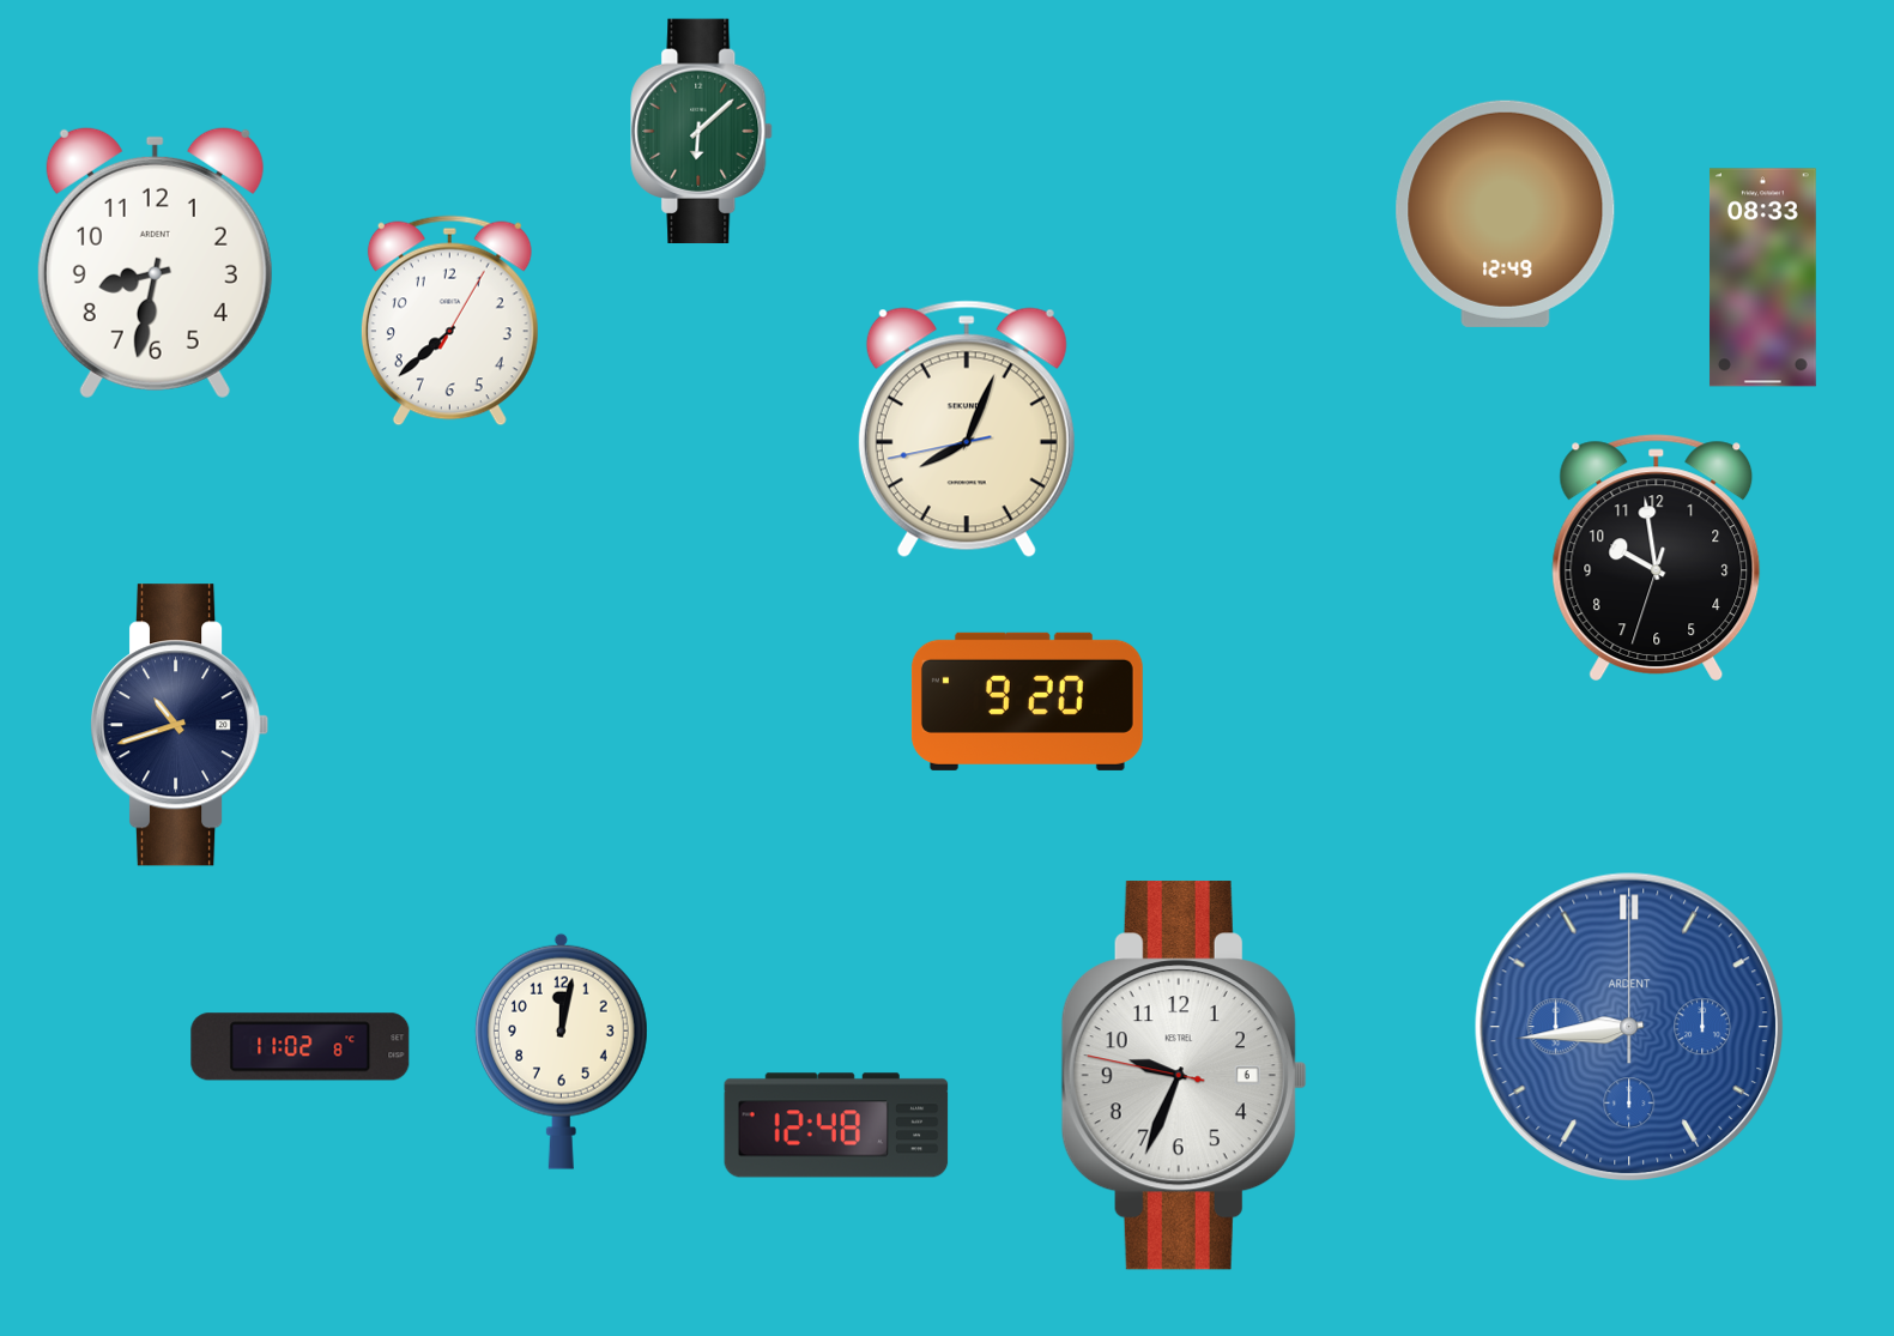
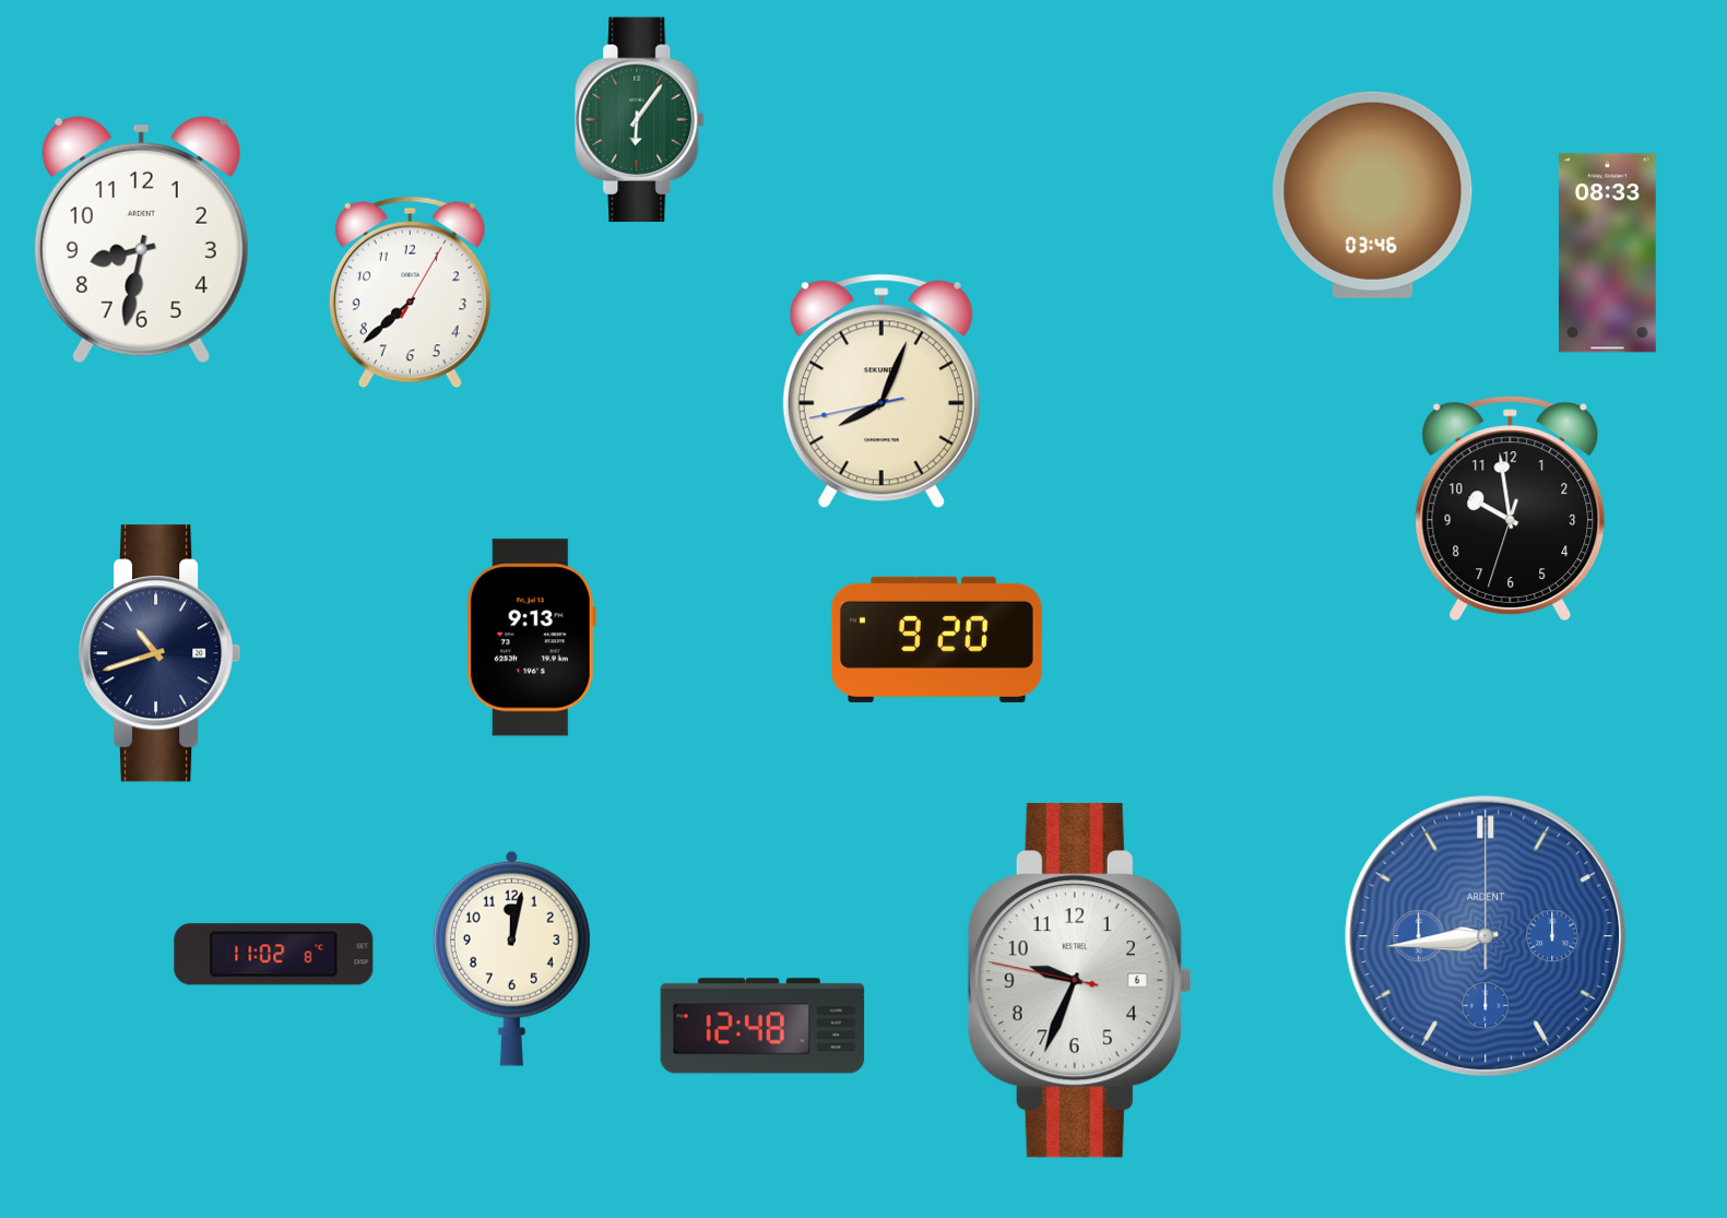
clock at (702, 132): 6:08 -> 6:06
clock at (1506, 213): 12:49 -> 03:46
clock at (531, 638): none -> 9:13
clock at (181, 725) position: (181, 725) -> (161, 653)
